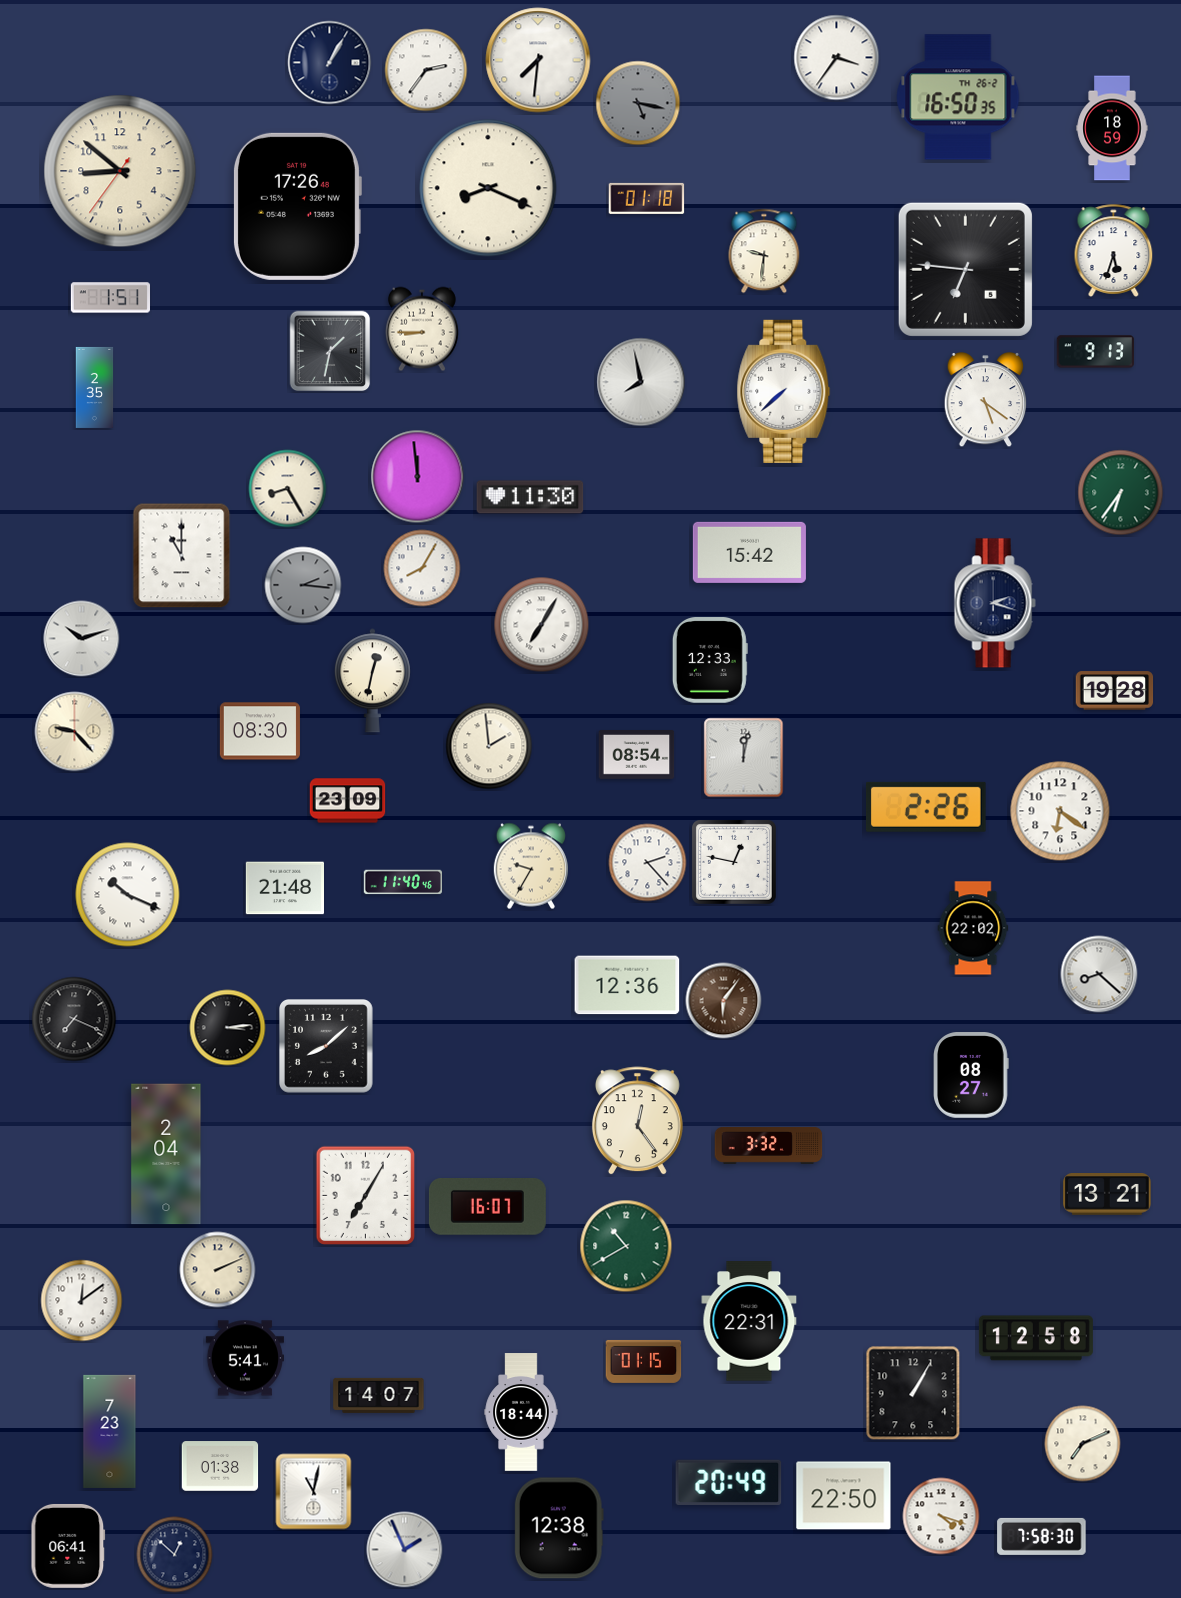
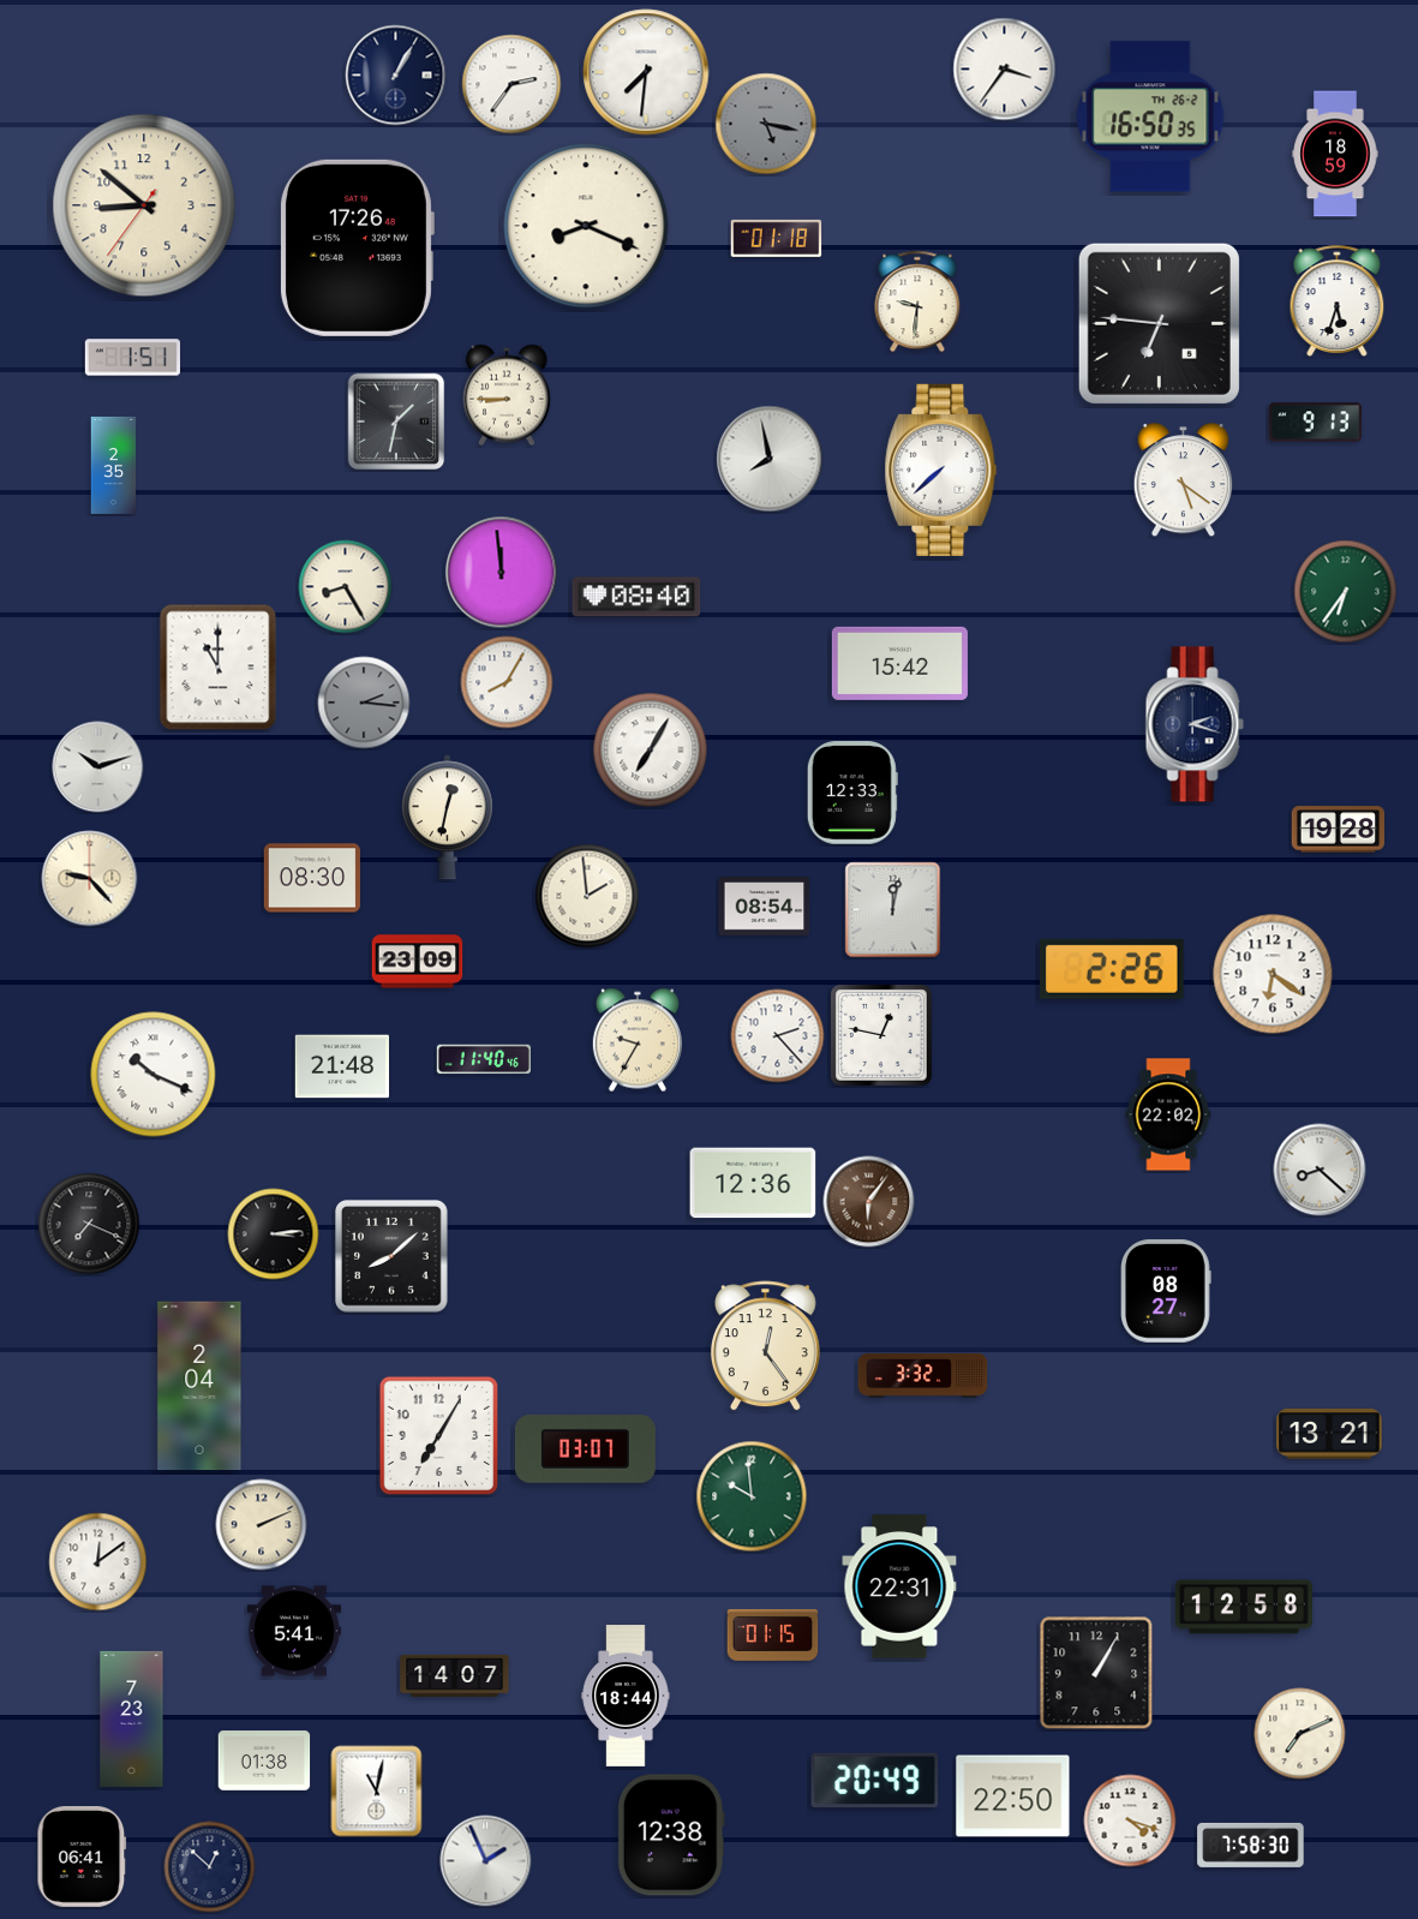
clock at (530, 497): 11:30 -> 08:40
clock at (487, 1207): 16:07 -> 03:07
clock at (626, 1246): 10:40 -> 9:59
